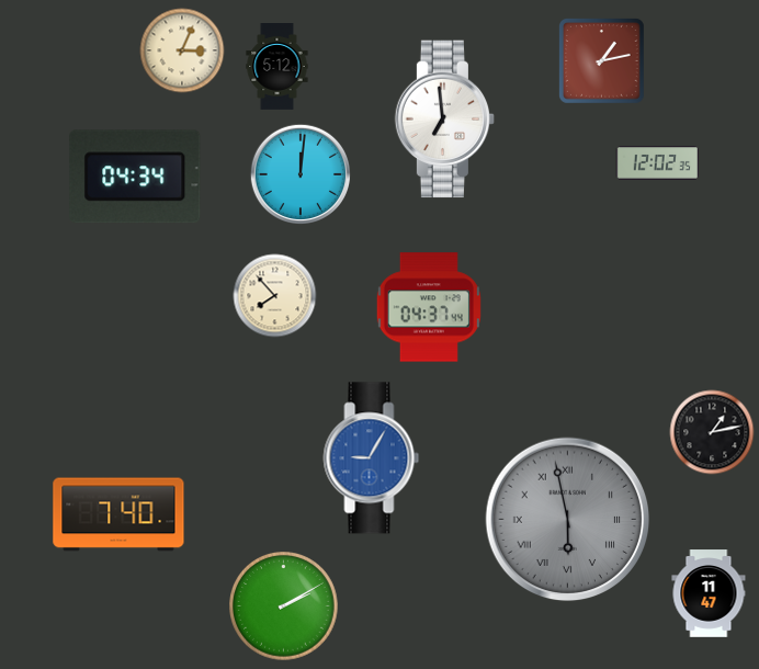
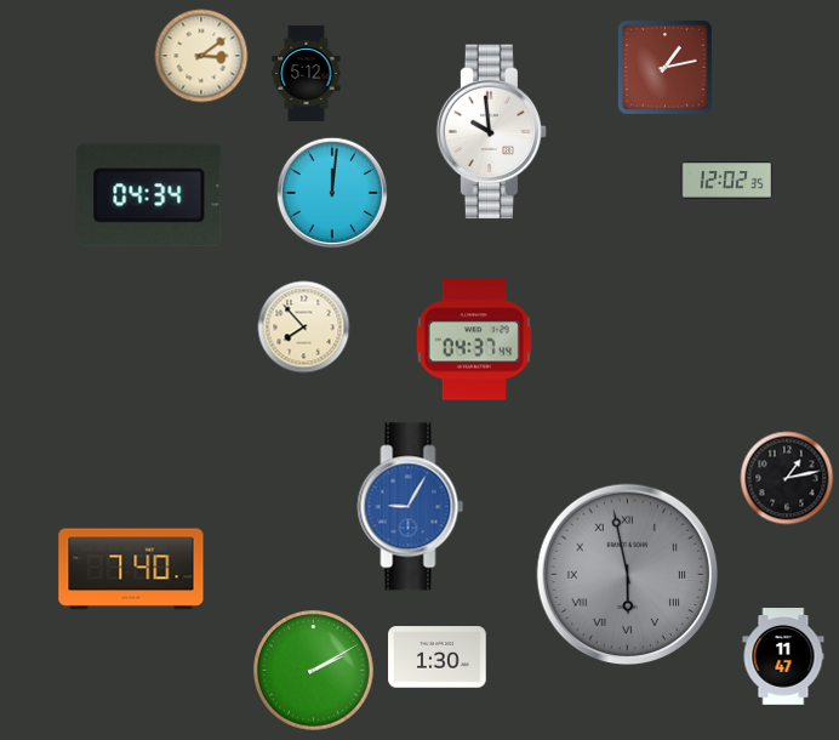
clock at (182, 50): 3:04 -> 3:09
clock at (445, 120): 6:59 -> 9:59
clock at (438, 658): none -> 1:30
